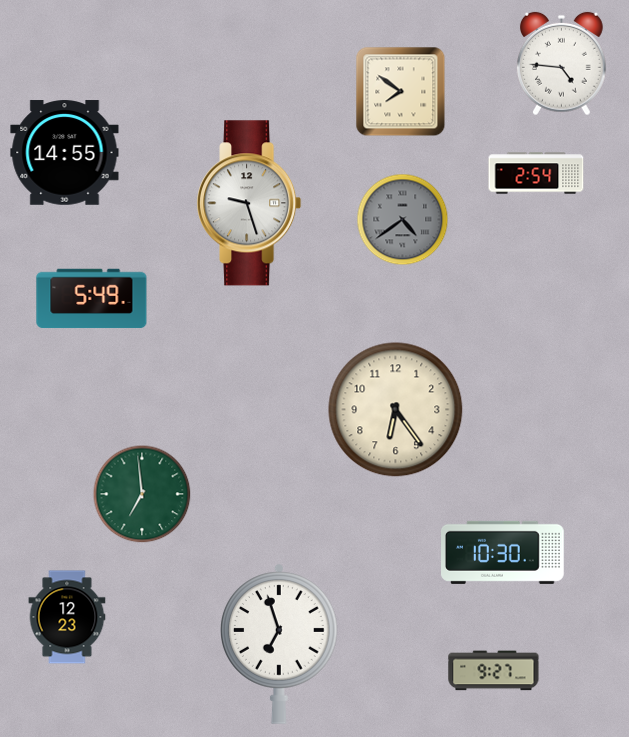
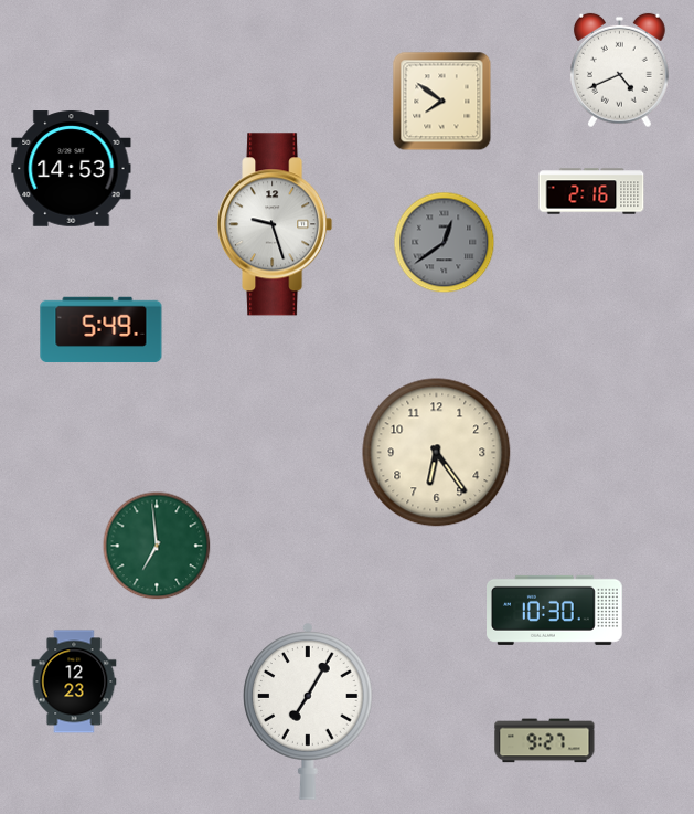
clock at (561, 64): 4:46 -> 4:41
clock at (65, 153): 14:55 -> 14:53
clock at (536, 173): 2:54 -> 2:16
clock at (403, 220): 4:39 -> 12:39
clock at (280, 644): 6:57 -> 7:05
